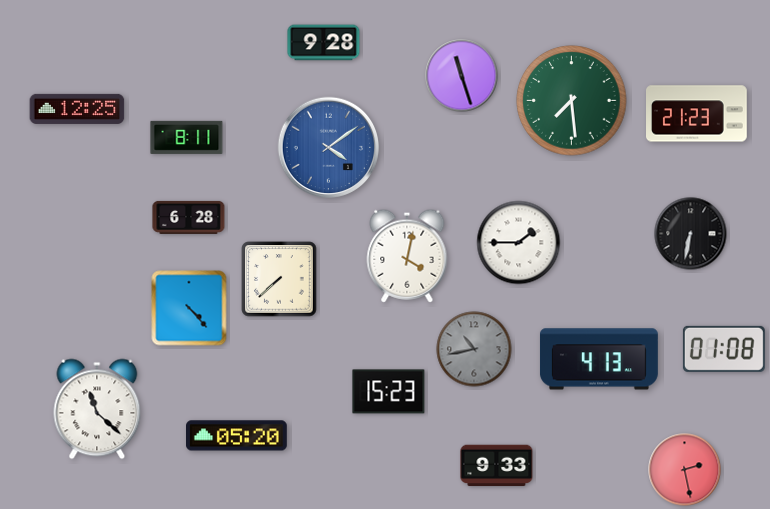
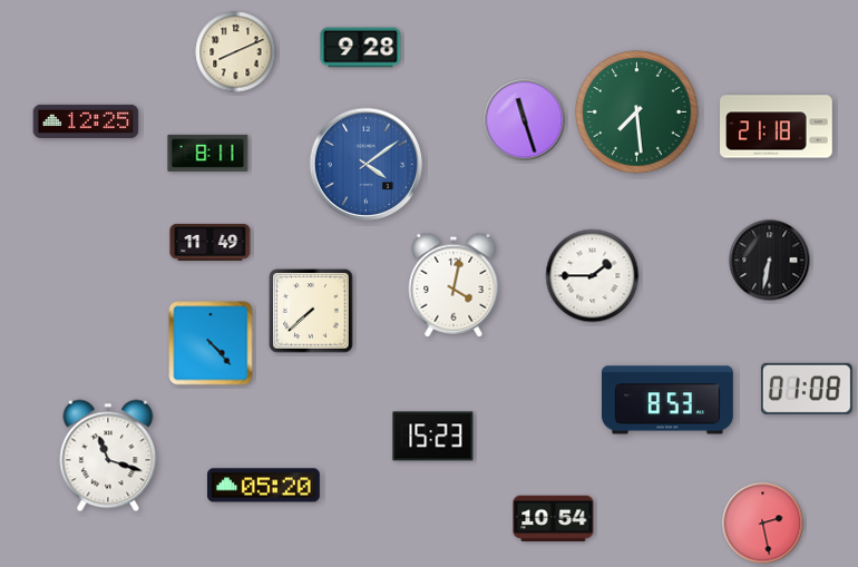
clock at (236, 52): none -> 8:11
clock at (462, 76) position: (462, 76) -> (525, 120)
clock at (697, 114): 21:23 -> 21:18
clock at (189, 217): 6:28 -> 11:49
clock at (519, 243) position: (519, 243) -> (593, 276)
clock at (474, 349): 10:43 -> none
clock at (599, 359): 4:13 -> 8:53
clock at (97, 409): 11:22 -> 11:18
clock at (497, 466): 9:33 -> 10:54
